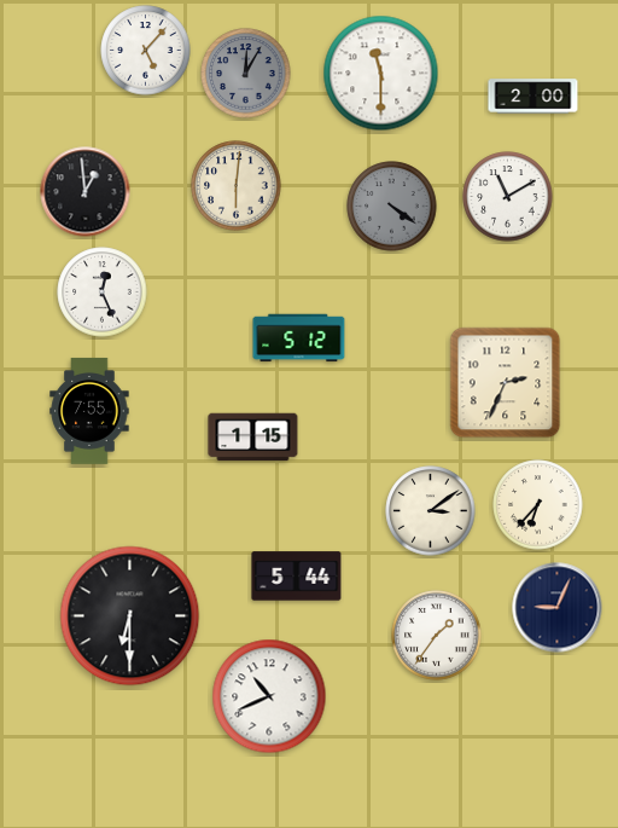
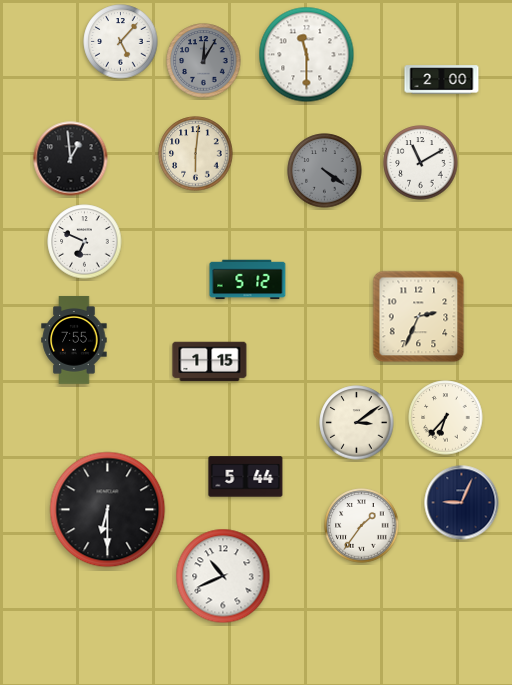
clock at (381, 74) position: (381, 74) -> (307, 55)
clock at (103, 293): 12:26 -> 6:49
